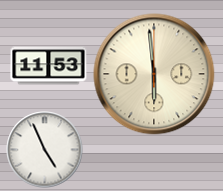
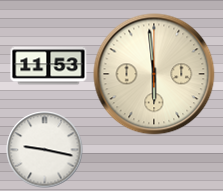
clock at (45, 150): 4:56 -> 9:17
